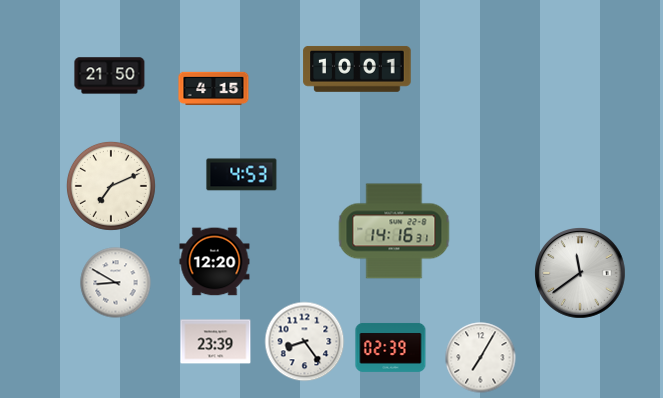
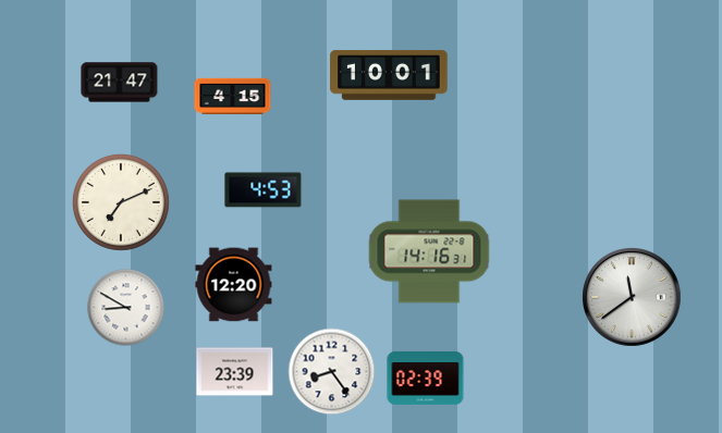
clock at (110, 76): 21:50 -> 21:47
clock at (481, 358): 7:05 -> none
